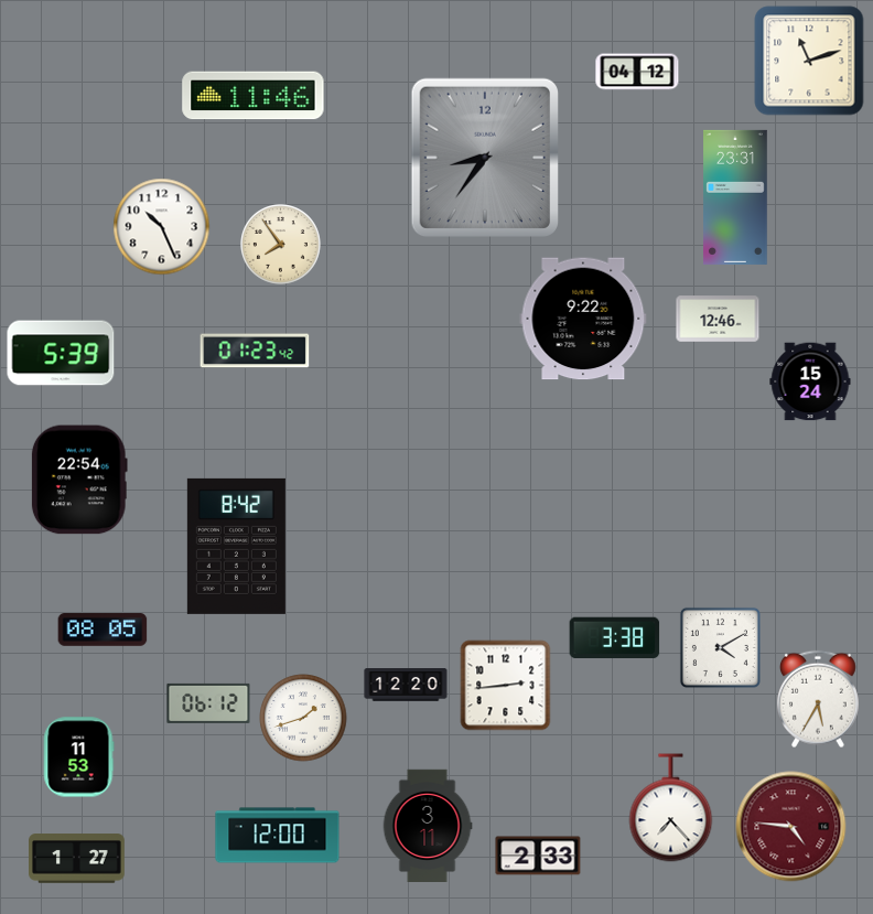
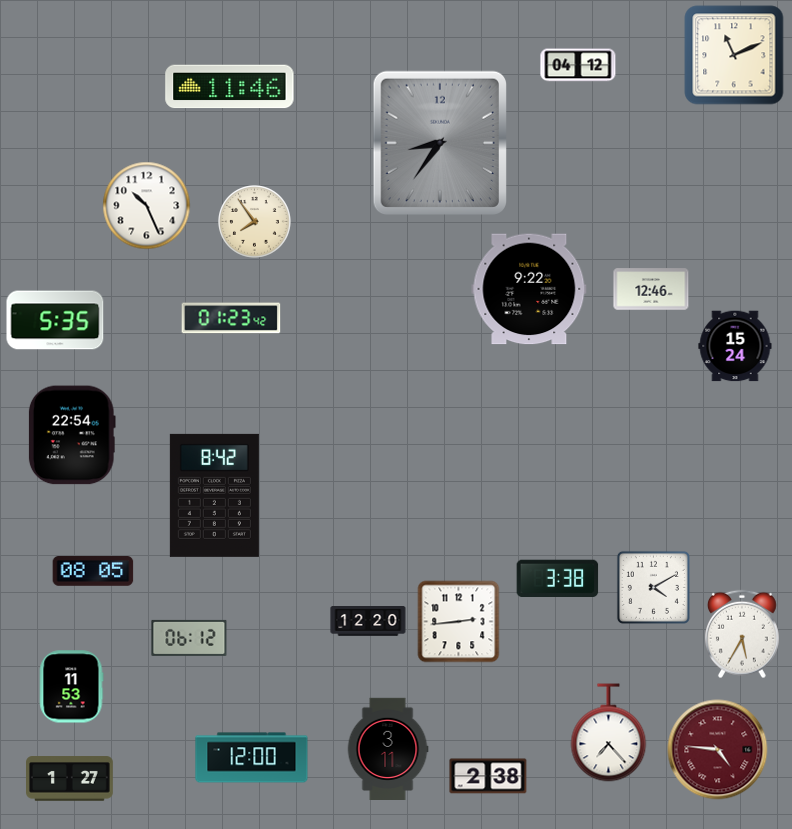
clock at (809, 61): 11:12 -> 11:11
clock at (735, 197): 23:31 -> none
clock at (61, 353): 5:39 -> 5:35
clock at (303, 718): 1:42 -> none
clock at (538, 856): 2:33 -> 2:38
